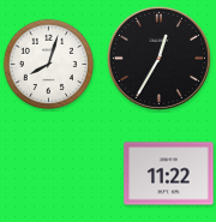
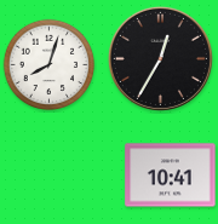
clock at (169, 174): 11:22 -> 10:41
